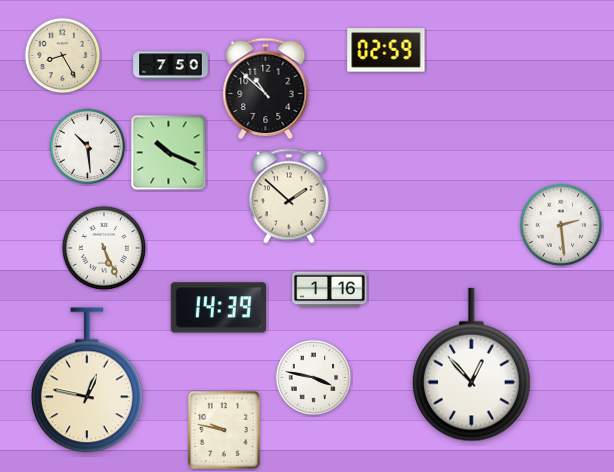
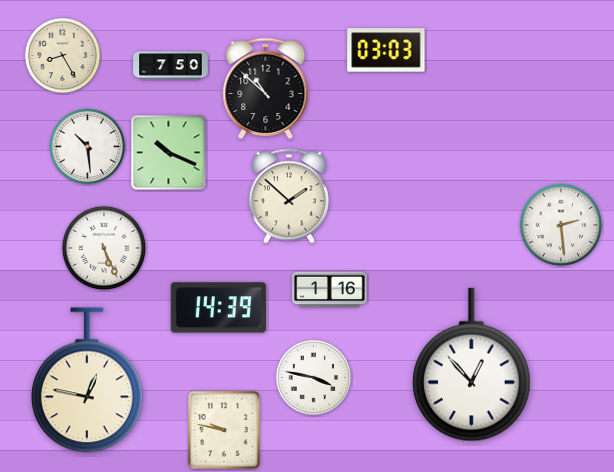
clock at (386, 50): 02:59 -> 03:03
